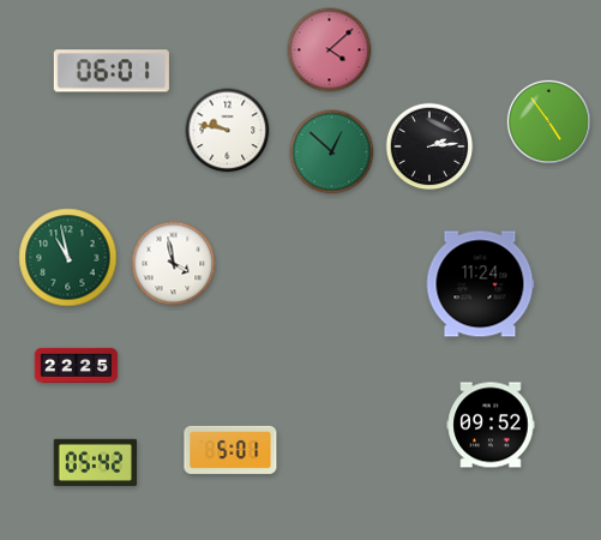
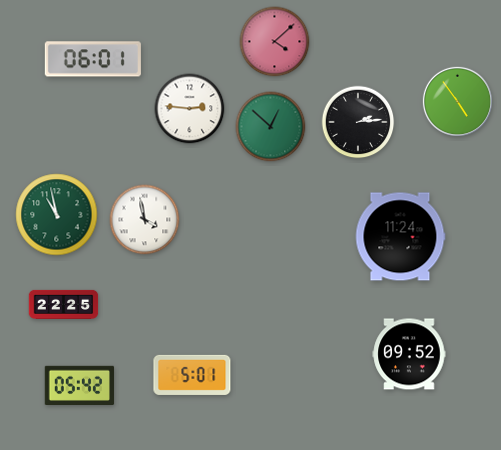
clock at (228, 131): 9:47 -> 2:46
clock at (332, 152) position: (332, 152) -> (271, 127)
